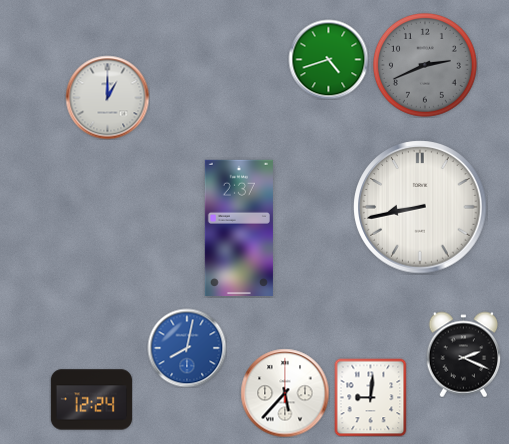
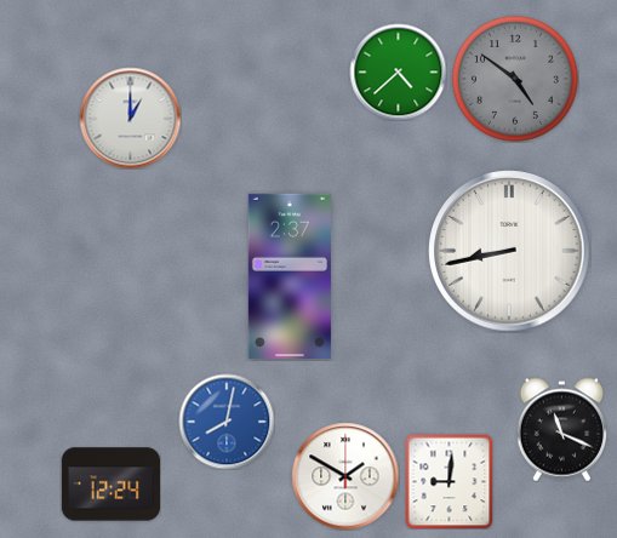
clock at (328, 59): 4:42 -> 4:38
clock at (425, 65): 2:41 -> 4:51
clock at (463, 354): 2:19 -> 11:19
clock at (285, 393): 5:37 -> 1:50
